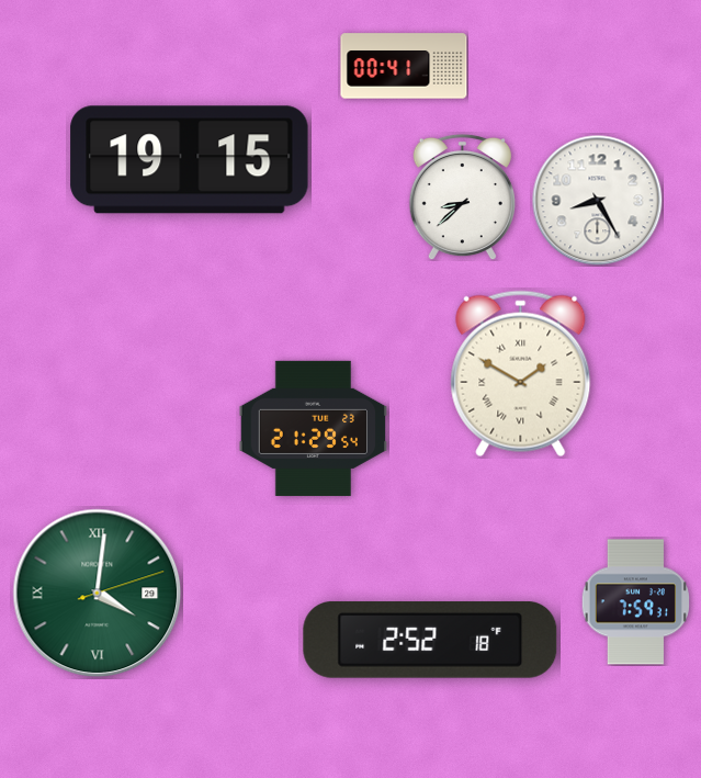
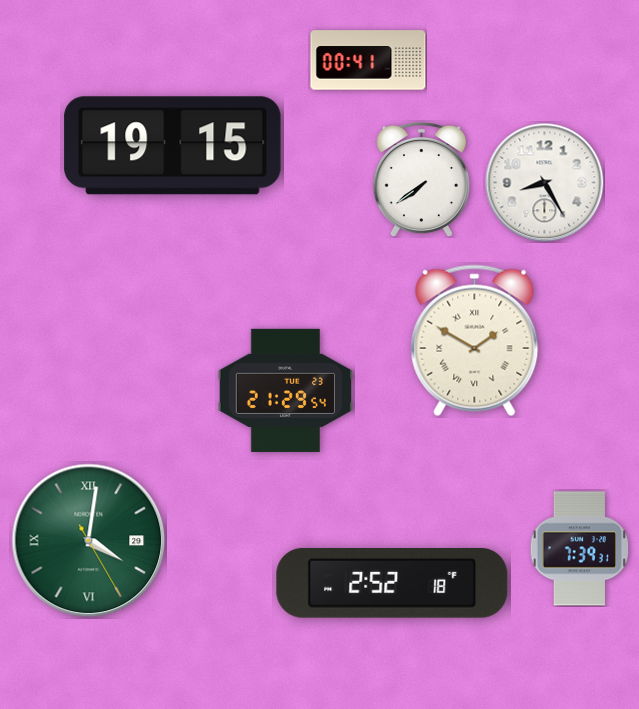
clock at (462, 196): 8:38 -> 7:39
clock at (98, 594): 4:01:12 -> 4:01:25
clock at (636, 602): 7:59 -> 7:39
